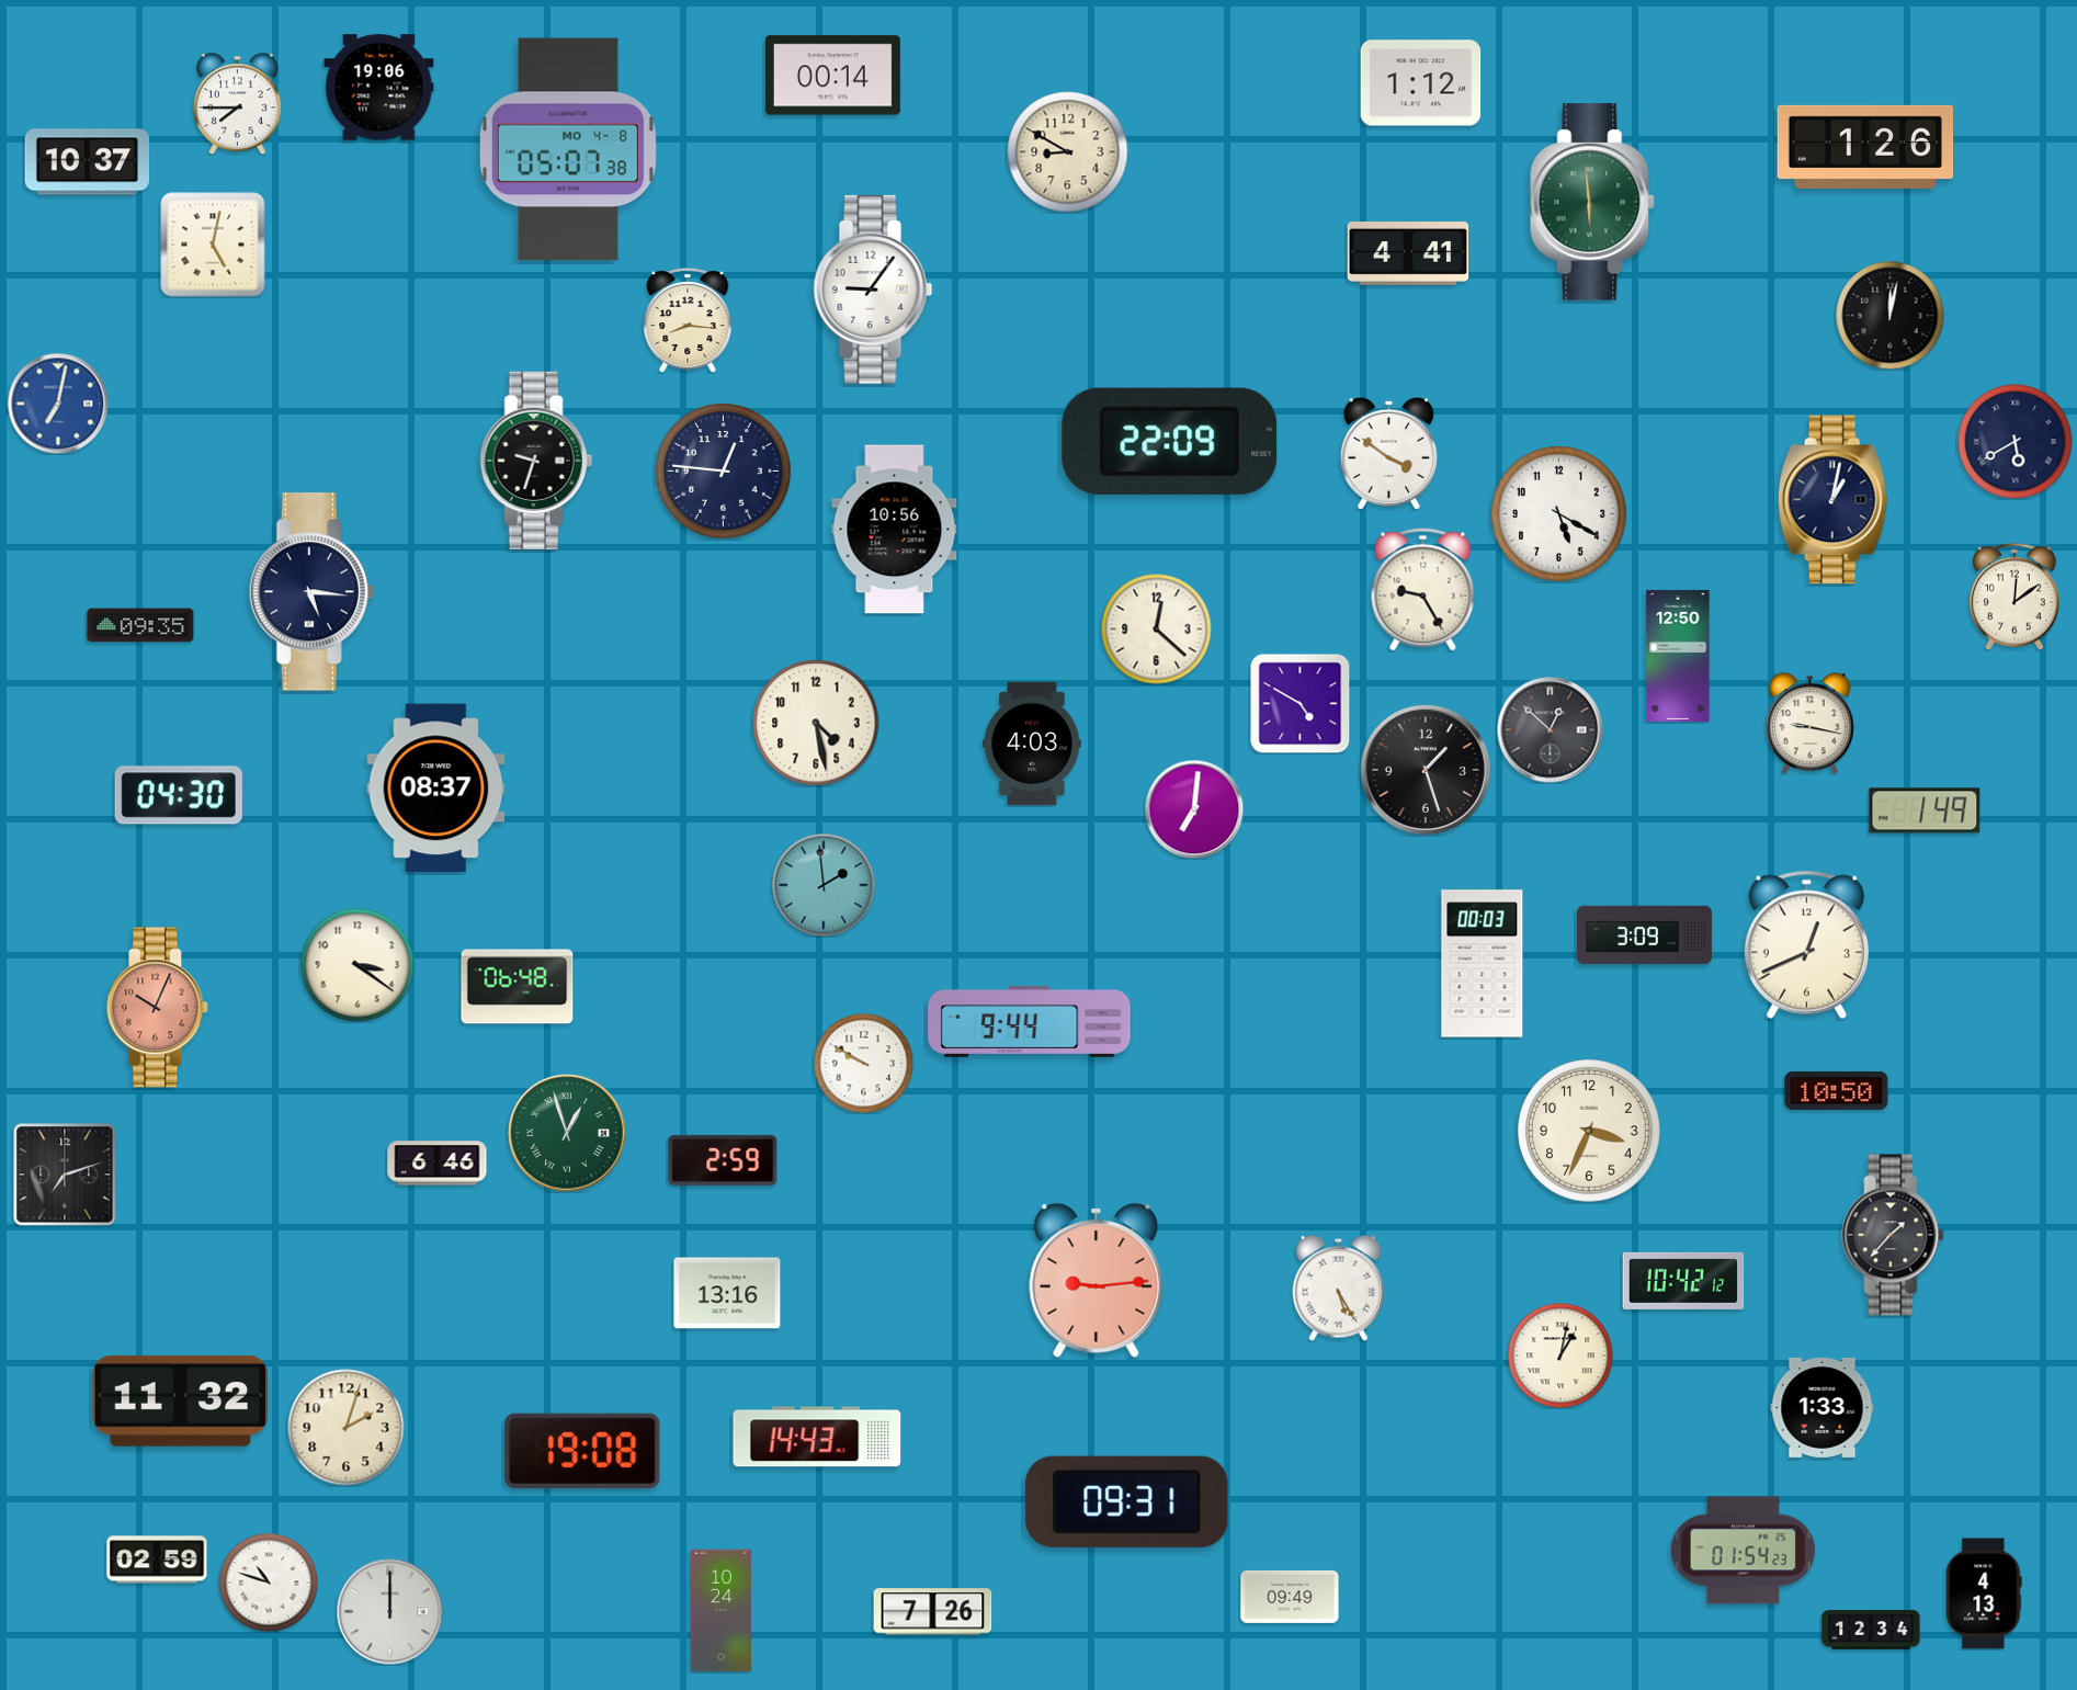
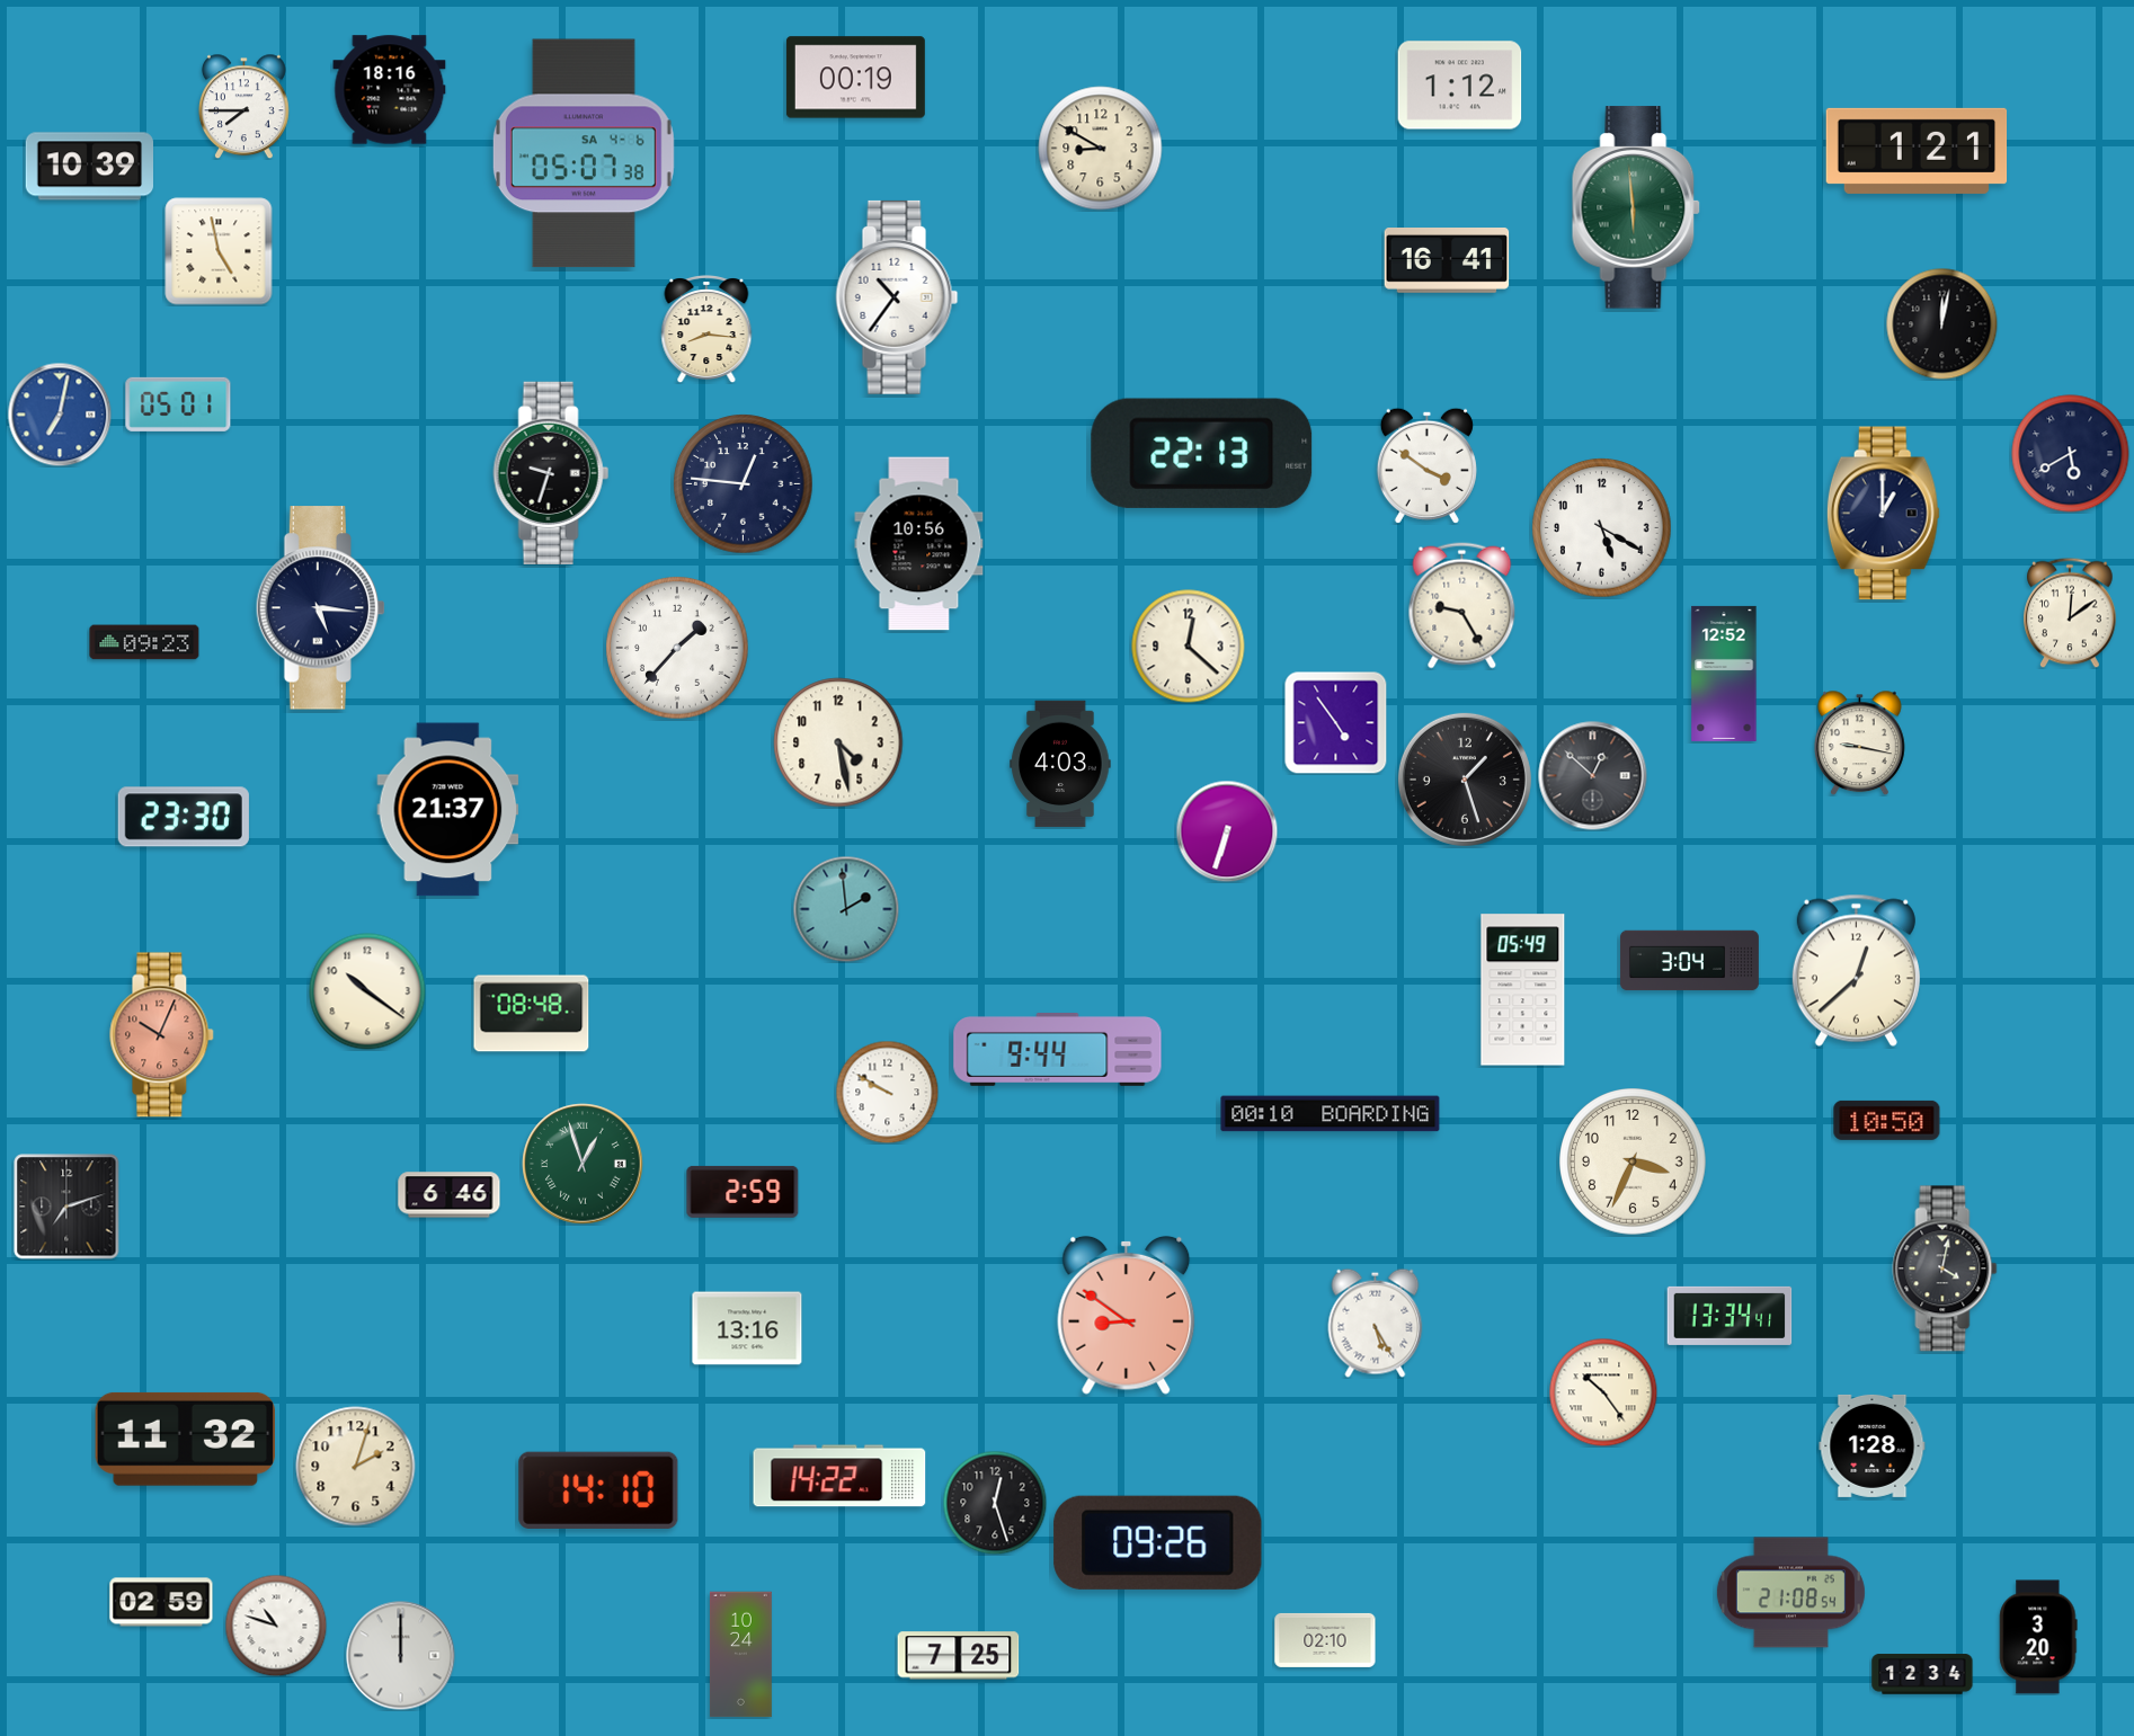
clock at (832, 76): 00:14 -> 00:19
clock at (379, 88): 19:06 -> 18:16
clock at (1865, 147): 1:26 -> 1:21
clock at (568, 149) date: MO 4-8 -> SA 4-6
clock at (1068, 152) position: (1068, 152) -> (1101, 149)
clock at (88, 162): 10:37 -> 10:39
clock at (213, 245): 5:02 -> 4:58
clock at (1408, 254): 4:41 -> 16:41
clock at (873, 290): 9:06 -> 10:36
clock at (178, 404): none -> 05:01
clock at (1170, 441): 22:09 -> 22:13
clock at (1832, 500): 1:02 -> 1:00
clock at (140, 625): 09:35 -> 09:23
clock at (677, 648): none -> 1:37
clock at (1678, 656): 12:50 -> 12:52
clock at (1299, 704): 4:50 -> 4:54
clock at (1551, 730) position: (1551, 730) -> (1593, 776)
clock at (1426, 770) position: (1426, 770) -> (1465, 780)
clock at (436, 789): 08:37 -> 21:37
clock at (179, 795): 04:30 -> 23:30
clock at (1194, 809): 7:01 -> 6:33
clock at (1925, 810): 1:49 -> none
clock at (1644, 935): 3:09 -> 3:04
clock at (1806, 944): 12:41 -> 12:38
clock at (1483, 964): 00:03 -> 05:49
clock at (357, 965): 3:21 -> 10:21
clock at (518, 987): 06:48 -> 08:48
clock at (1331, 1114): none -> 00:10
clock at (1893, 1235): 1:37 -> 4:02
clock at (1097, 1280): 9:14 -> 8:51
clock at (1683, 1281): 10:42 -> 13:34
clock at (1560, 1356): 1:02 -> 10:24
clock at (1823, 1407): 1:33 -> 1:28
clock at (817, 1437): 14:43 -> 14:22
clock at (582, 1450): 19:08 -> 14:10
clock at (995, 1503): none -> 12:27
clock at (1127, 1501): 09:31 -> 09:26
clock at (1743, 1551): 01:54 -> 21:08
clock at (1984, 1593): 4:13 -> 3:20
clock at (1290, 1597): 09:49 -> 02:10
clock at (933, 1612): 7:26 -> 7:25
